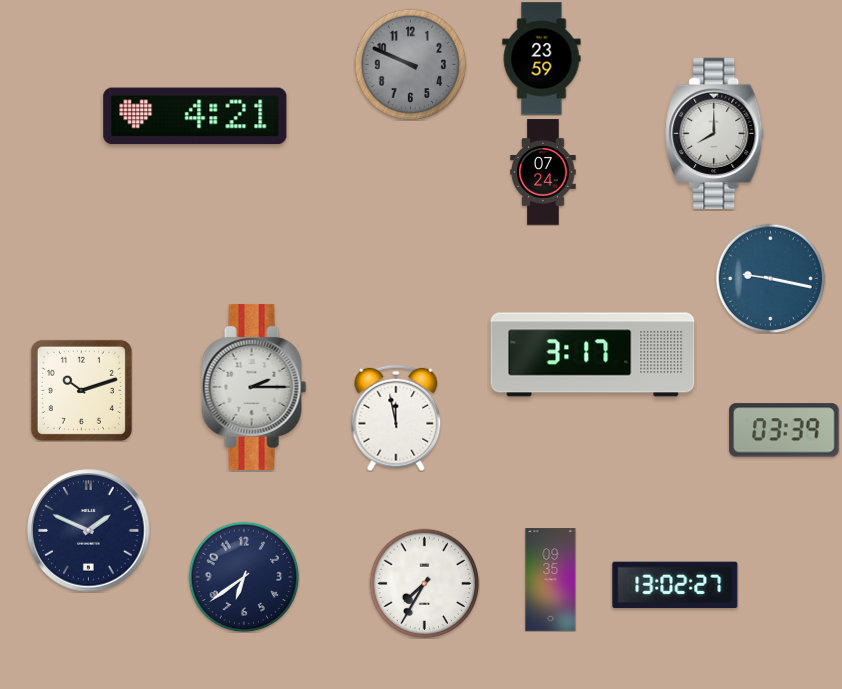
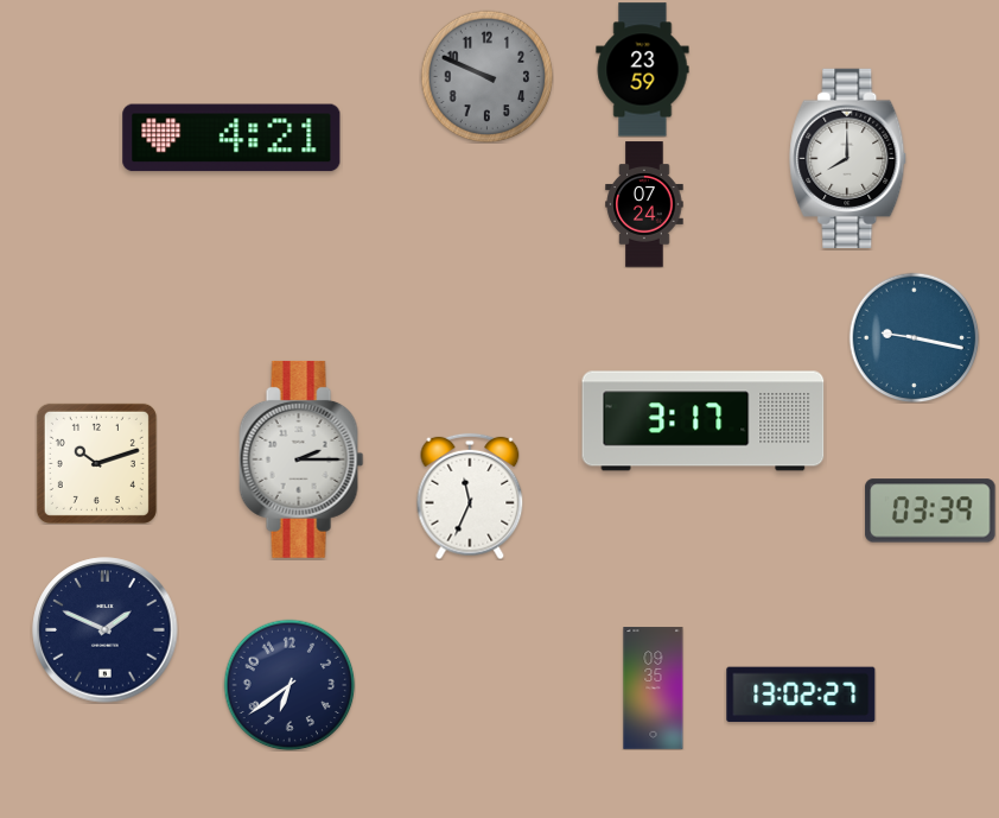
clock at (770, 278) position: (770, 278) -> (914, 337)
clock at (396, 418): 11:58 -> 11:34
clock at (424, 583): 7:35 -> none
